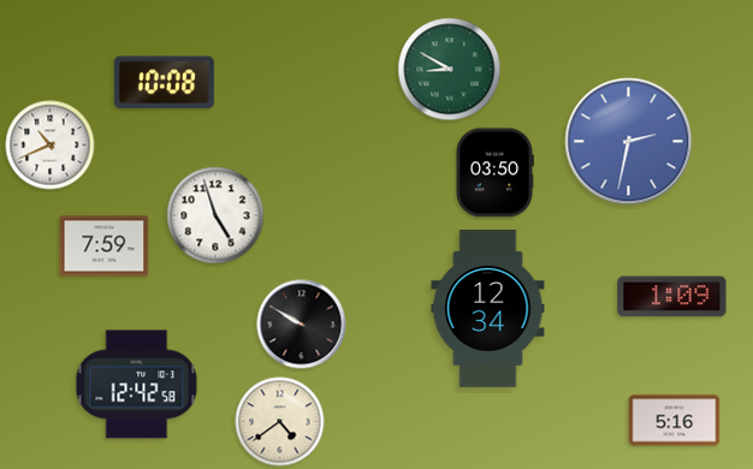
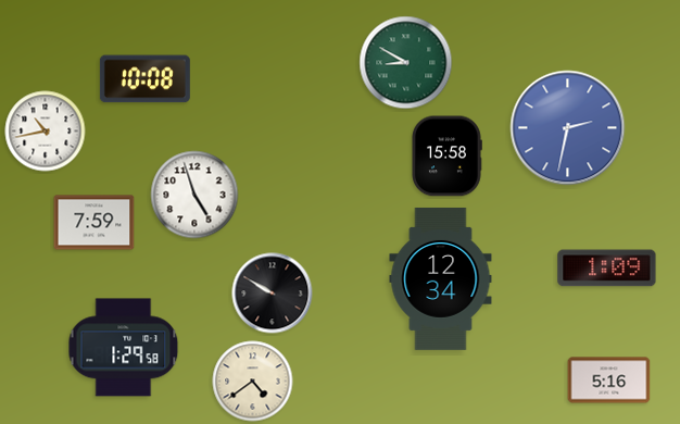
clock at (164, 83) position: (164, 83) -> (144, 79)
clock at (51, 146): 10:41 -> 10:43
clock at (494, 173): 03:50 -> 15:58
clock at (137, 385): 12:42 -> 1:29
